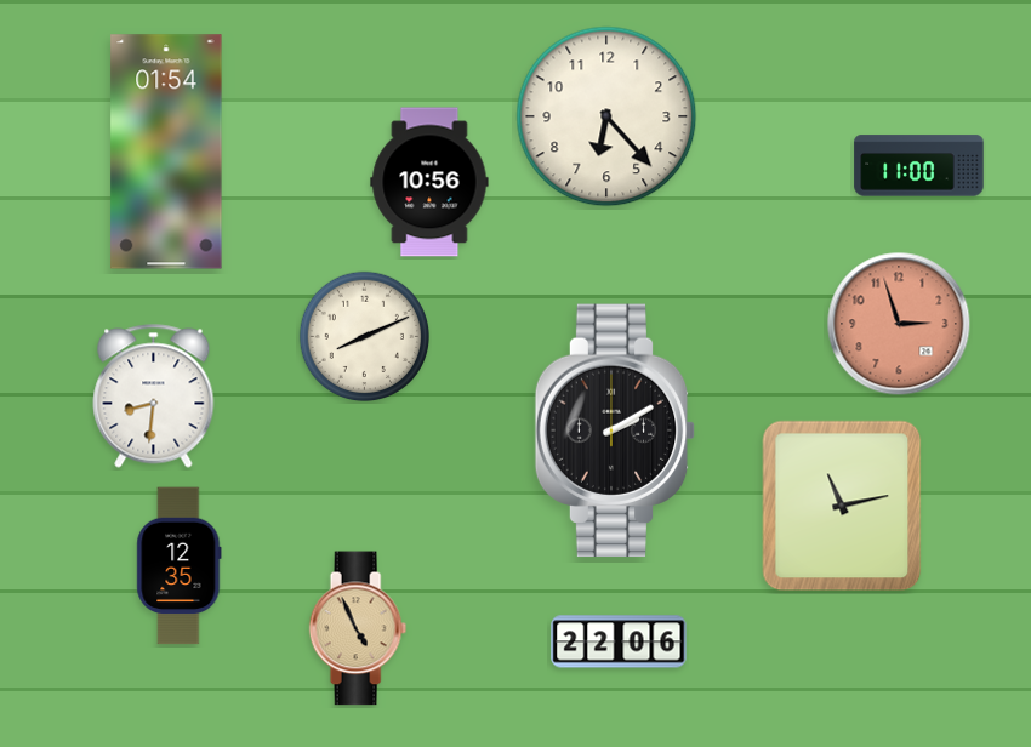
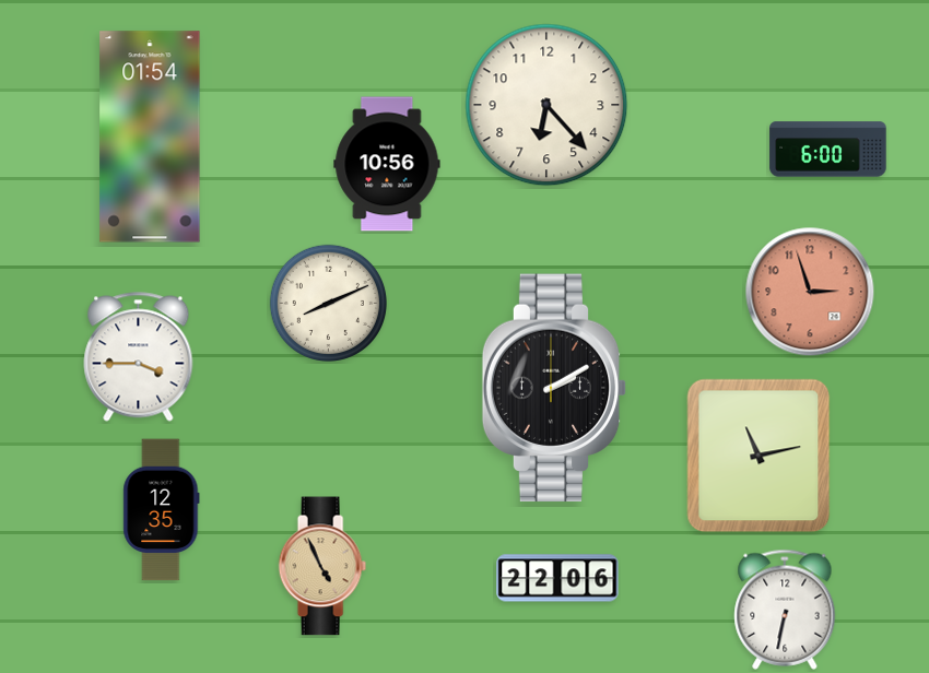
clock at (919, 166): 11:00 -> 6:00
clock at (154, 397): 8:31 -> 3:45
clock at (785, 610): none -> 6:32
